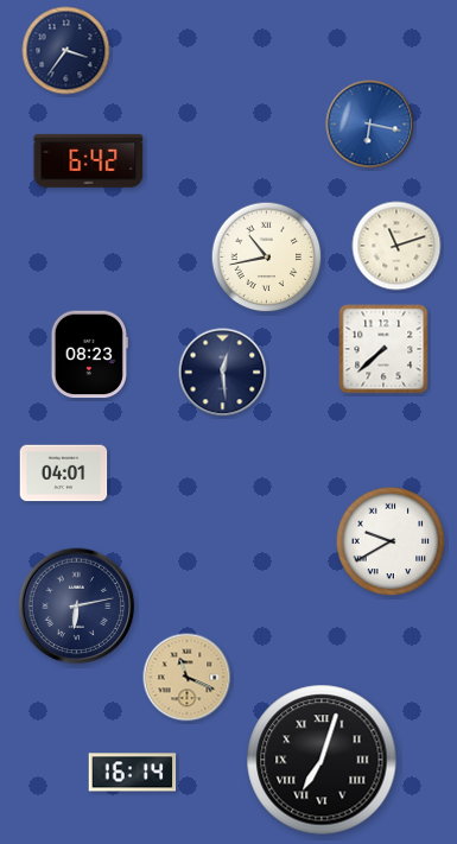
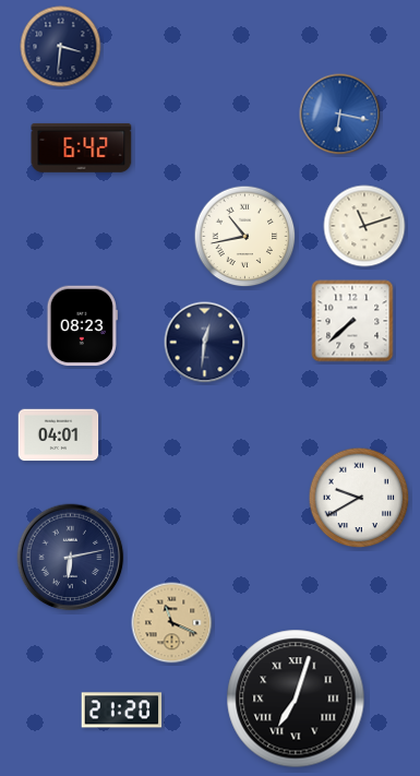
clock at (66, 51): 3:36 -> 3:31
clock at (223, 373): 12:29 -> 12:31
clock at (133, 773): 16:14 -> 21:20
